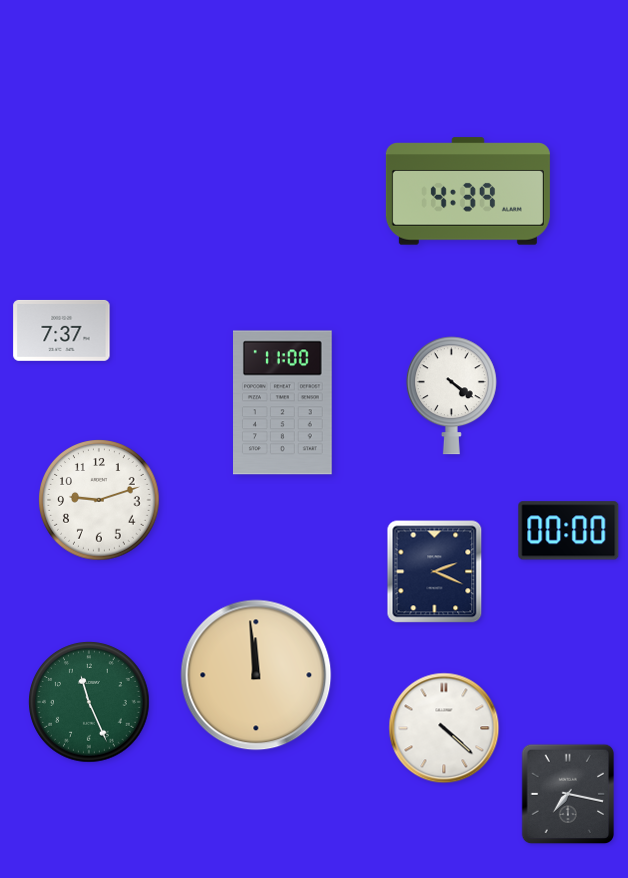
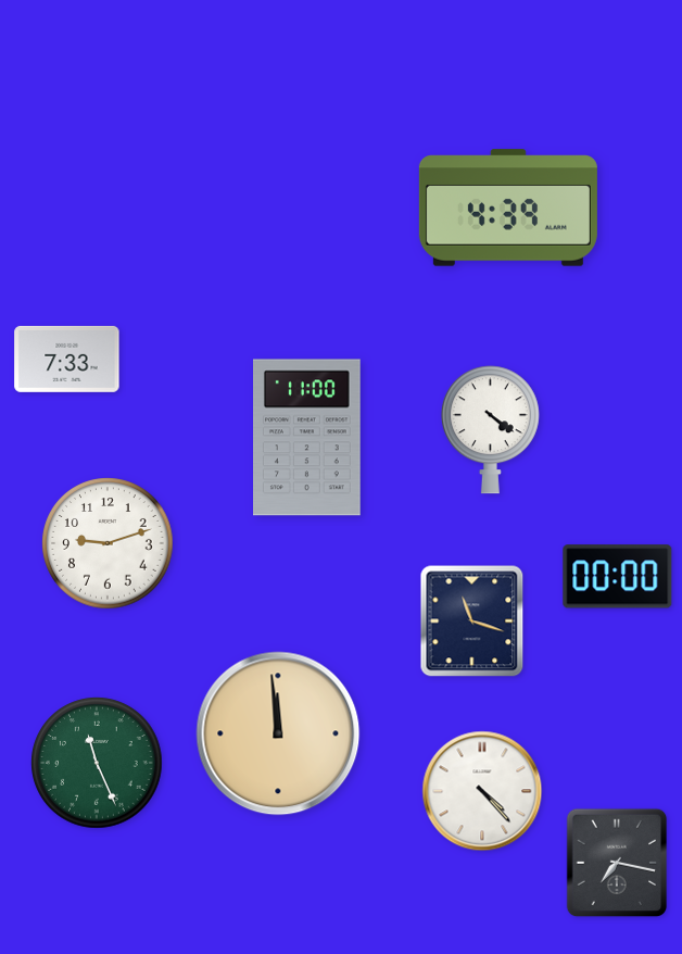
clock at (62, 330): 7:37 -> 7:33
clock at (435, 572): 2:19 -> 11:18
clock at (444, 728): 4:22 -> 4:23
